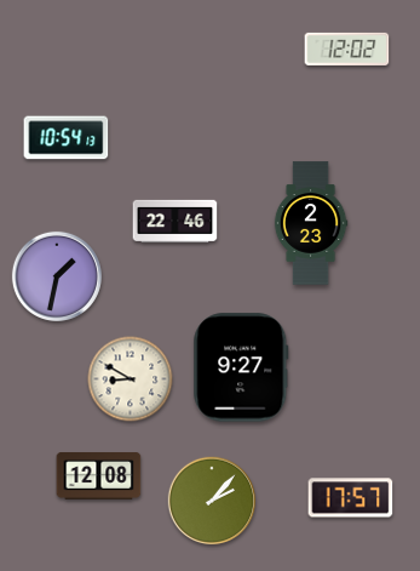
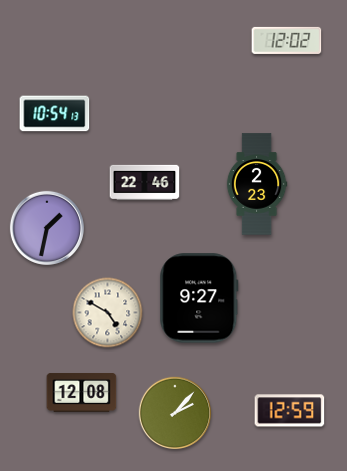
clock at (241, 367) position: (241, 367) -> (199, 298)
clock at (131, 379): 8:50 -> 4:50
clock at (351, 498): 17:57 -> 12:59
